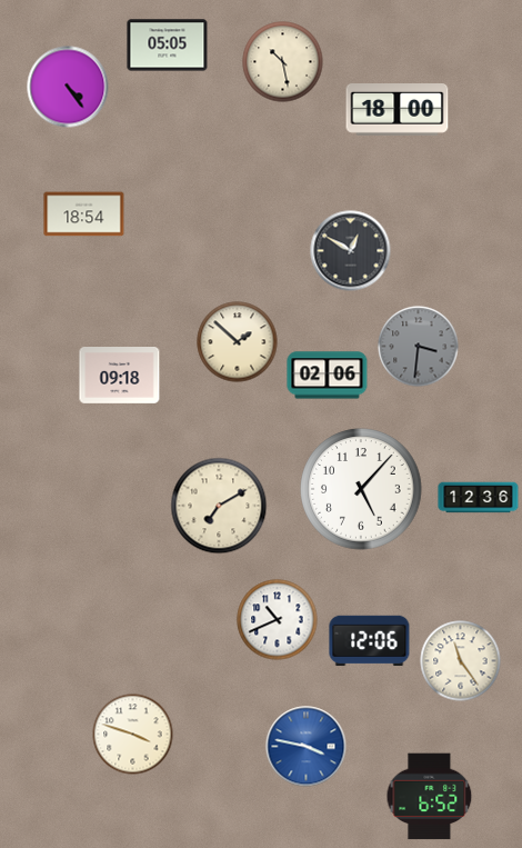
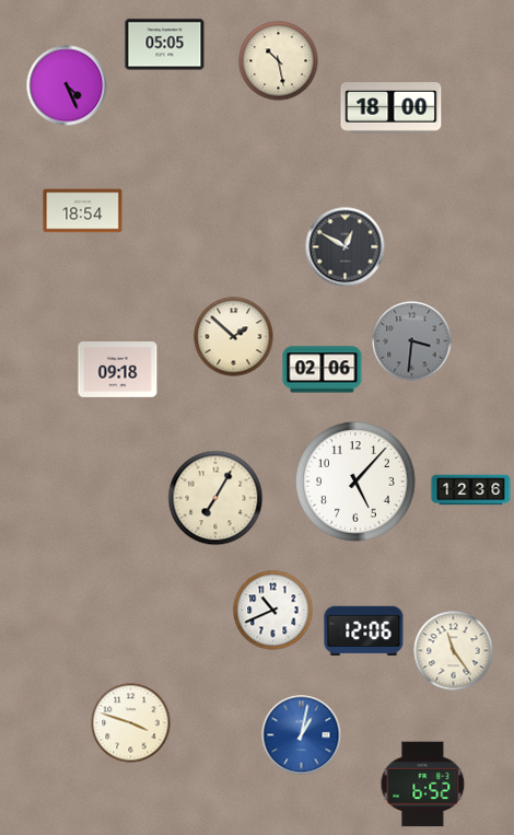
clock at (68, 87): 4:24 -> 4:26
clock at (219, 506): 7:10 -> 7:05
clock at (307, 747): 3:47 -> 1:02
